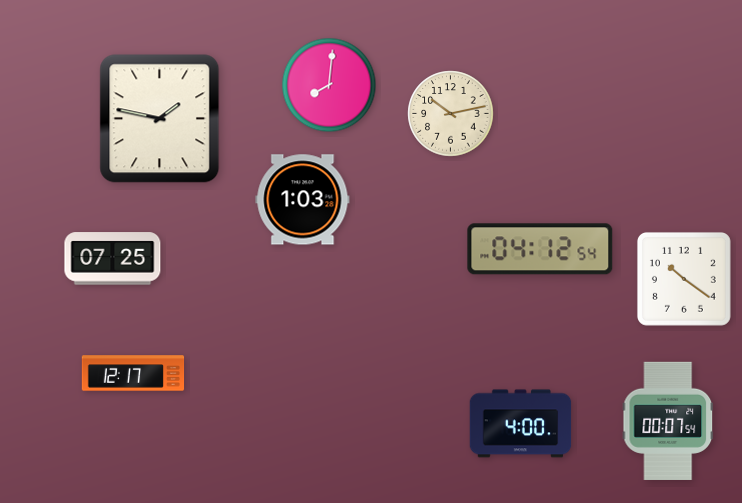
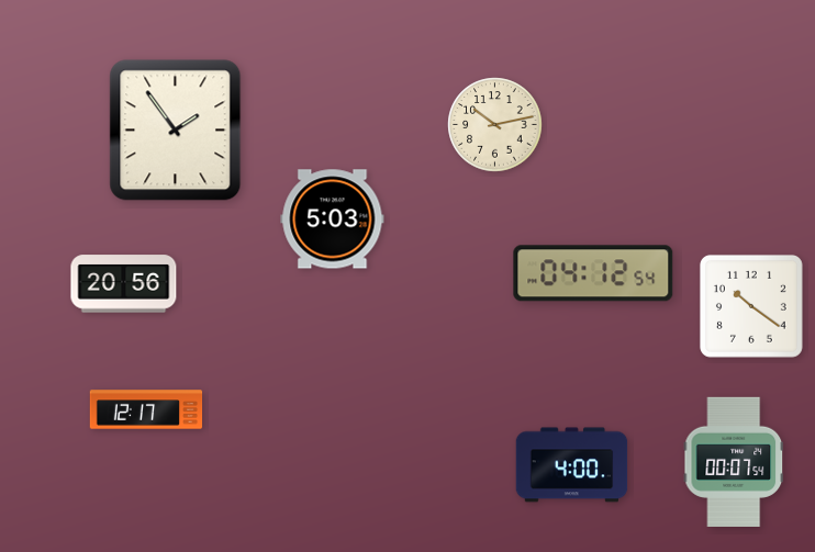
clock at (329, 85): 8:01 -> none
clock at (160, 119): 1:47 -> 1:54
clock at (303, 200): 1:03 -> 5:03
clock at (113, 259): 07:25 -> 20:56
